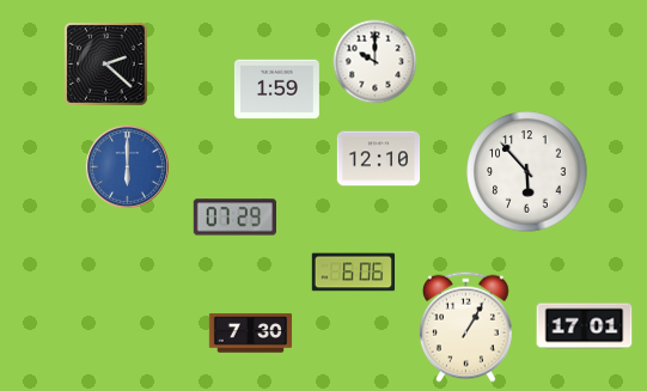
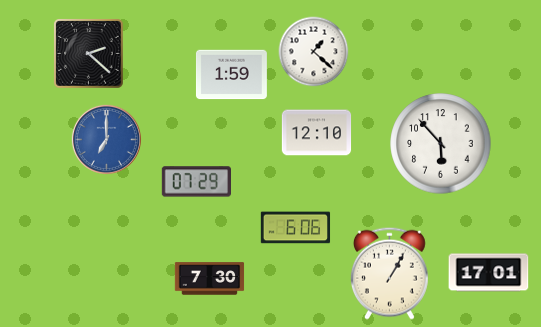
clock at (376, 62): 10:00 -> 1:22
clock at (127, 166): 6:00 -> 7:00
